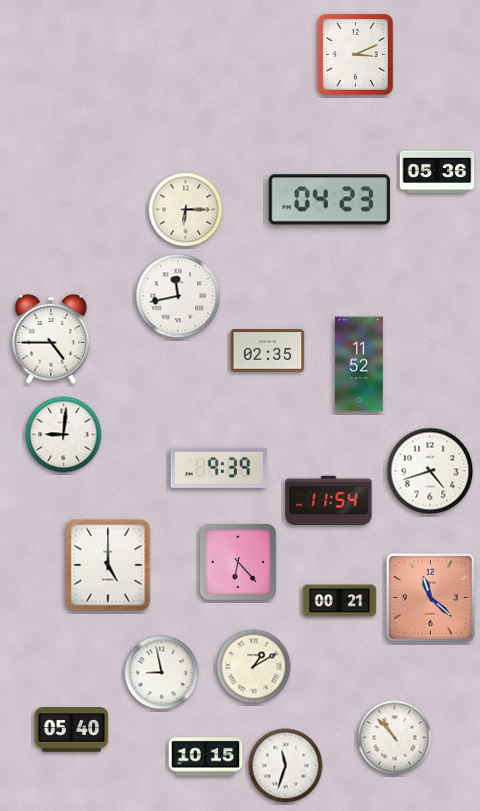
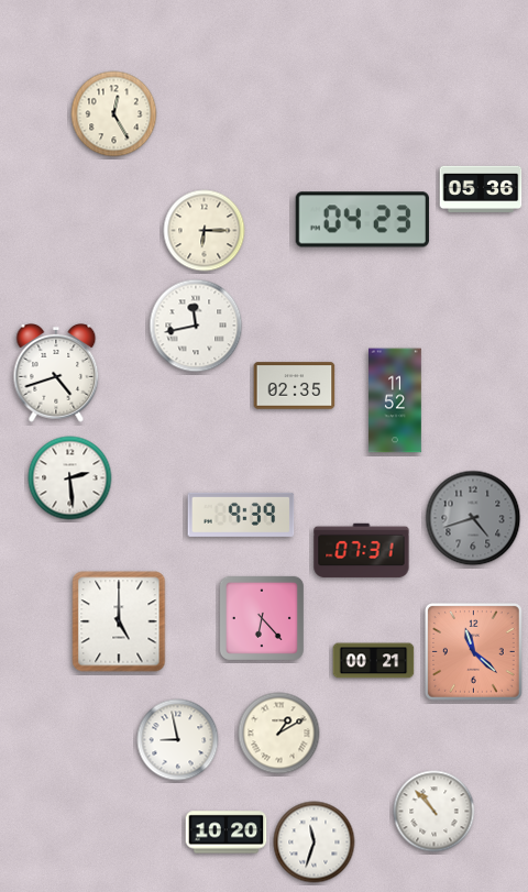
clock at (355, 54): 3:11 -> none
clock at (114, 114): none -> 12:25
clock at (51, 339): 4:45 -> 4:42
clock at (64, 435): 9:01 -> 2:29
clock at (430, 471) dial: white -> grey
clock at (329, 501): 11:54 -> 07:31
clock at (431, 598) position: (431, 598) -> (474, 652)
clock at (72, 730): 05:40 -> none
clock at (206, 757): 10:15 -> 10:20
